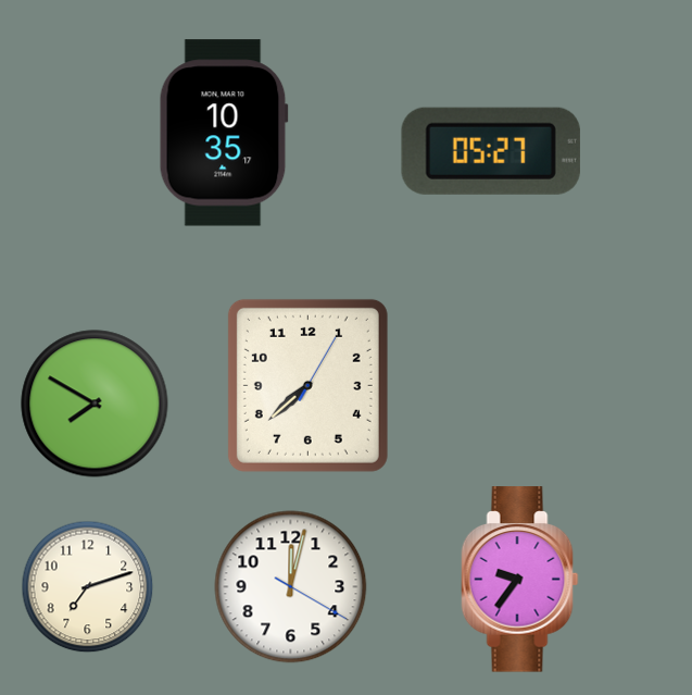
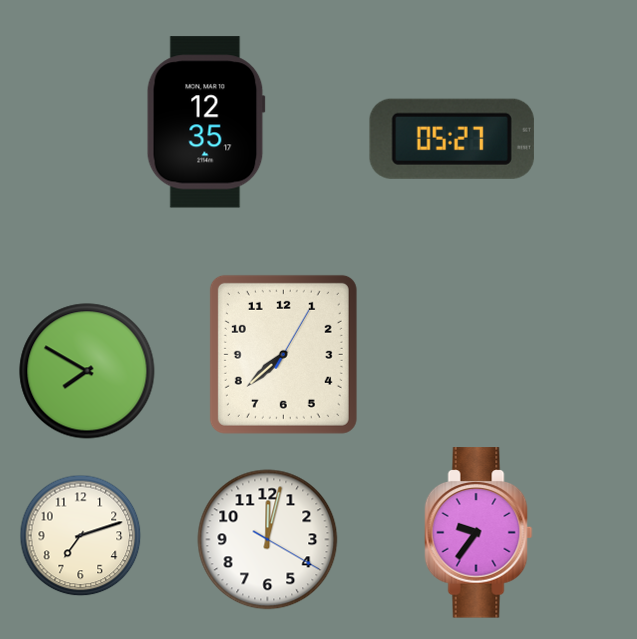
clock at (224, 133): 10:35 -> 12:35
clock at (88, 587) position: (88, 587) -> (81, 536)
